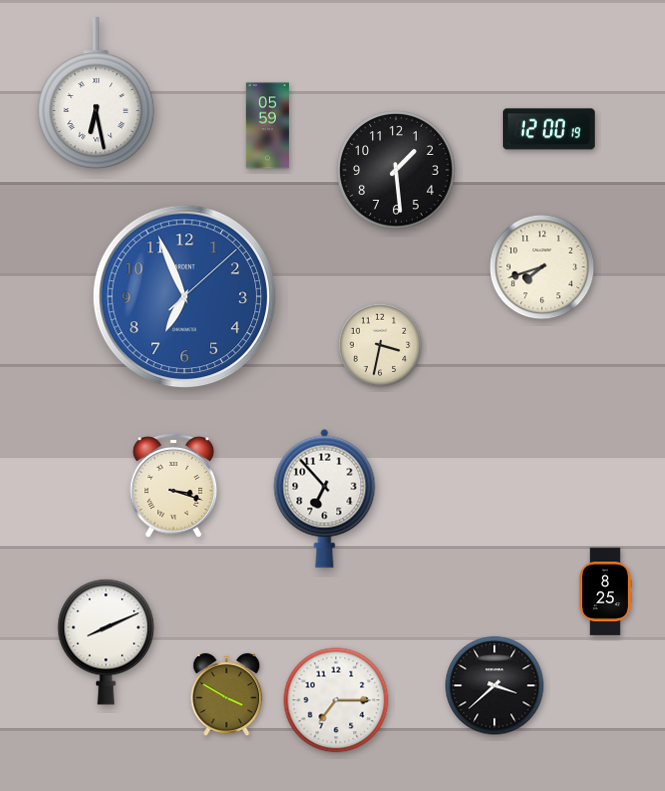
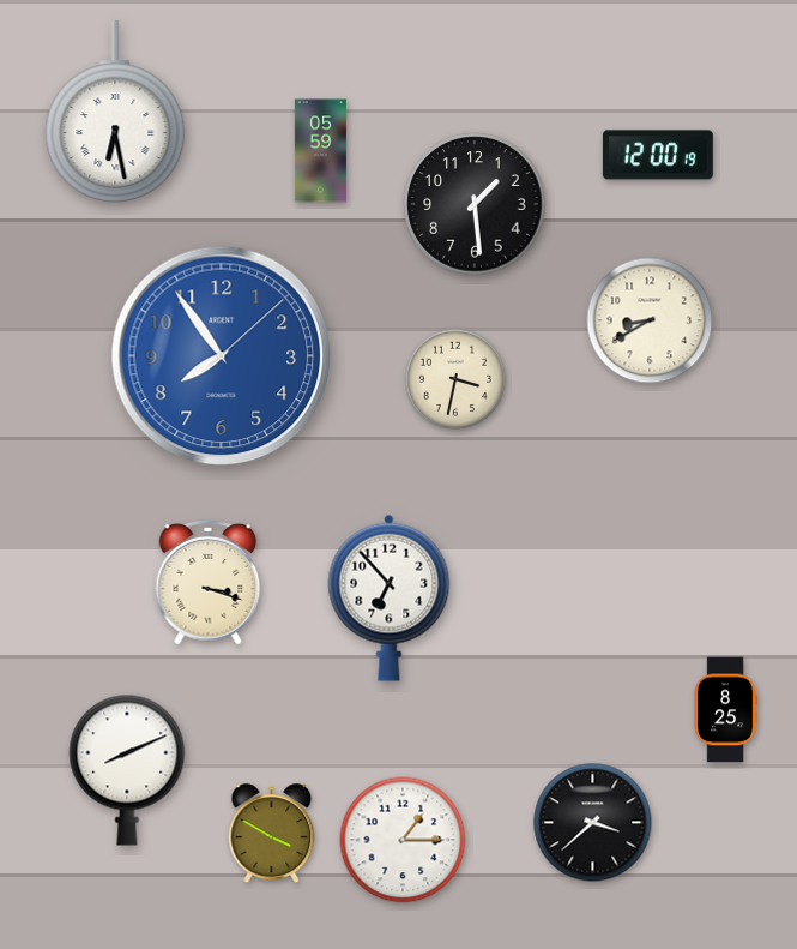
clock at (542, 267): 7:42 -> 8:40
clock at (185, 297): 6:56 -> 7:54
clock at (380, 345) position: (380, 345) -> (455, 379)
clock at (336, 700): 7:15 -> 1:15
